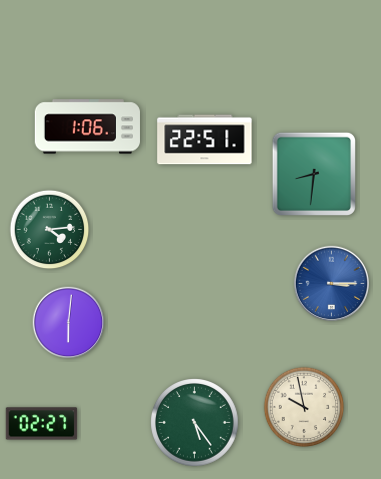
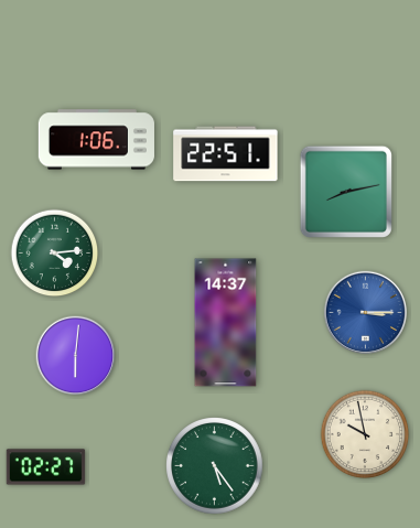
clock at (313, 173): 8:31 -> 8:13
clock at (226, 323): none -> 14:37
clock at (304, 407) position: (304, 407) -> (365, 434)
